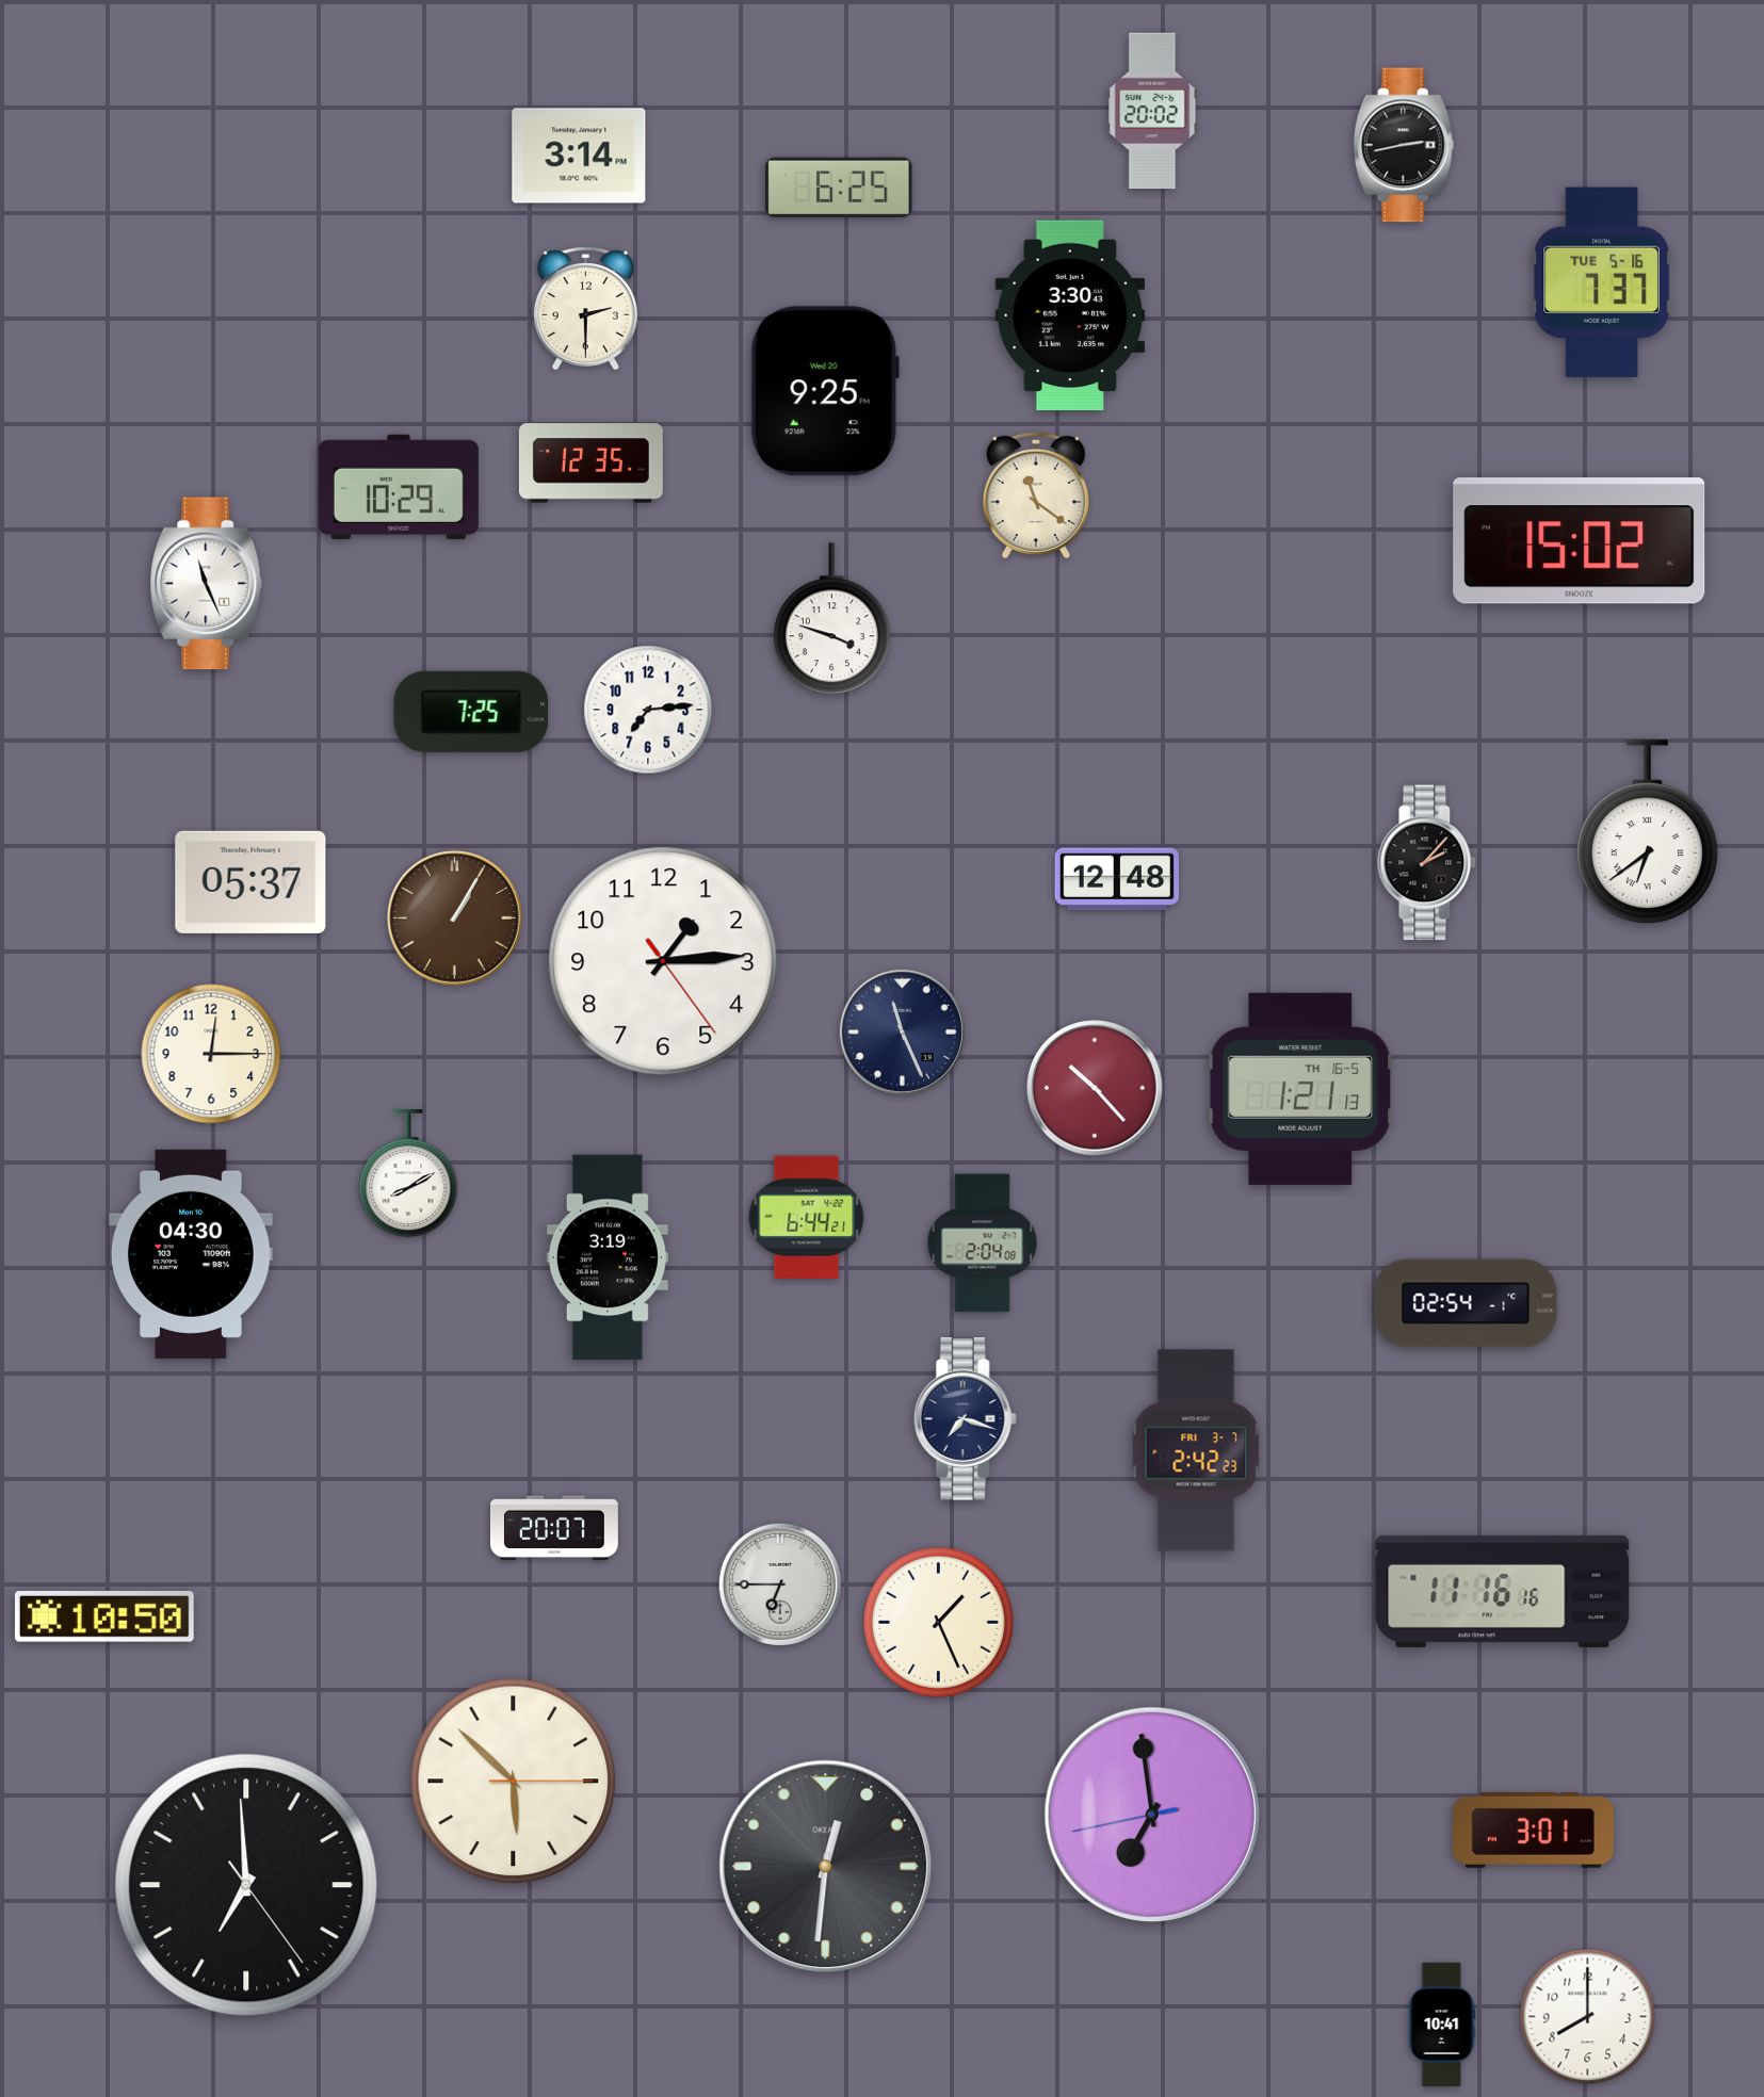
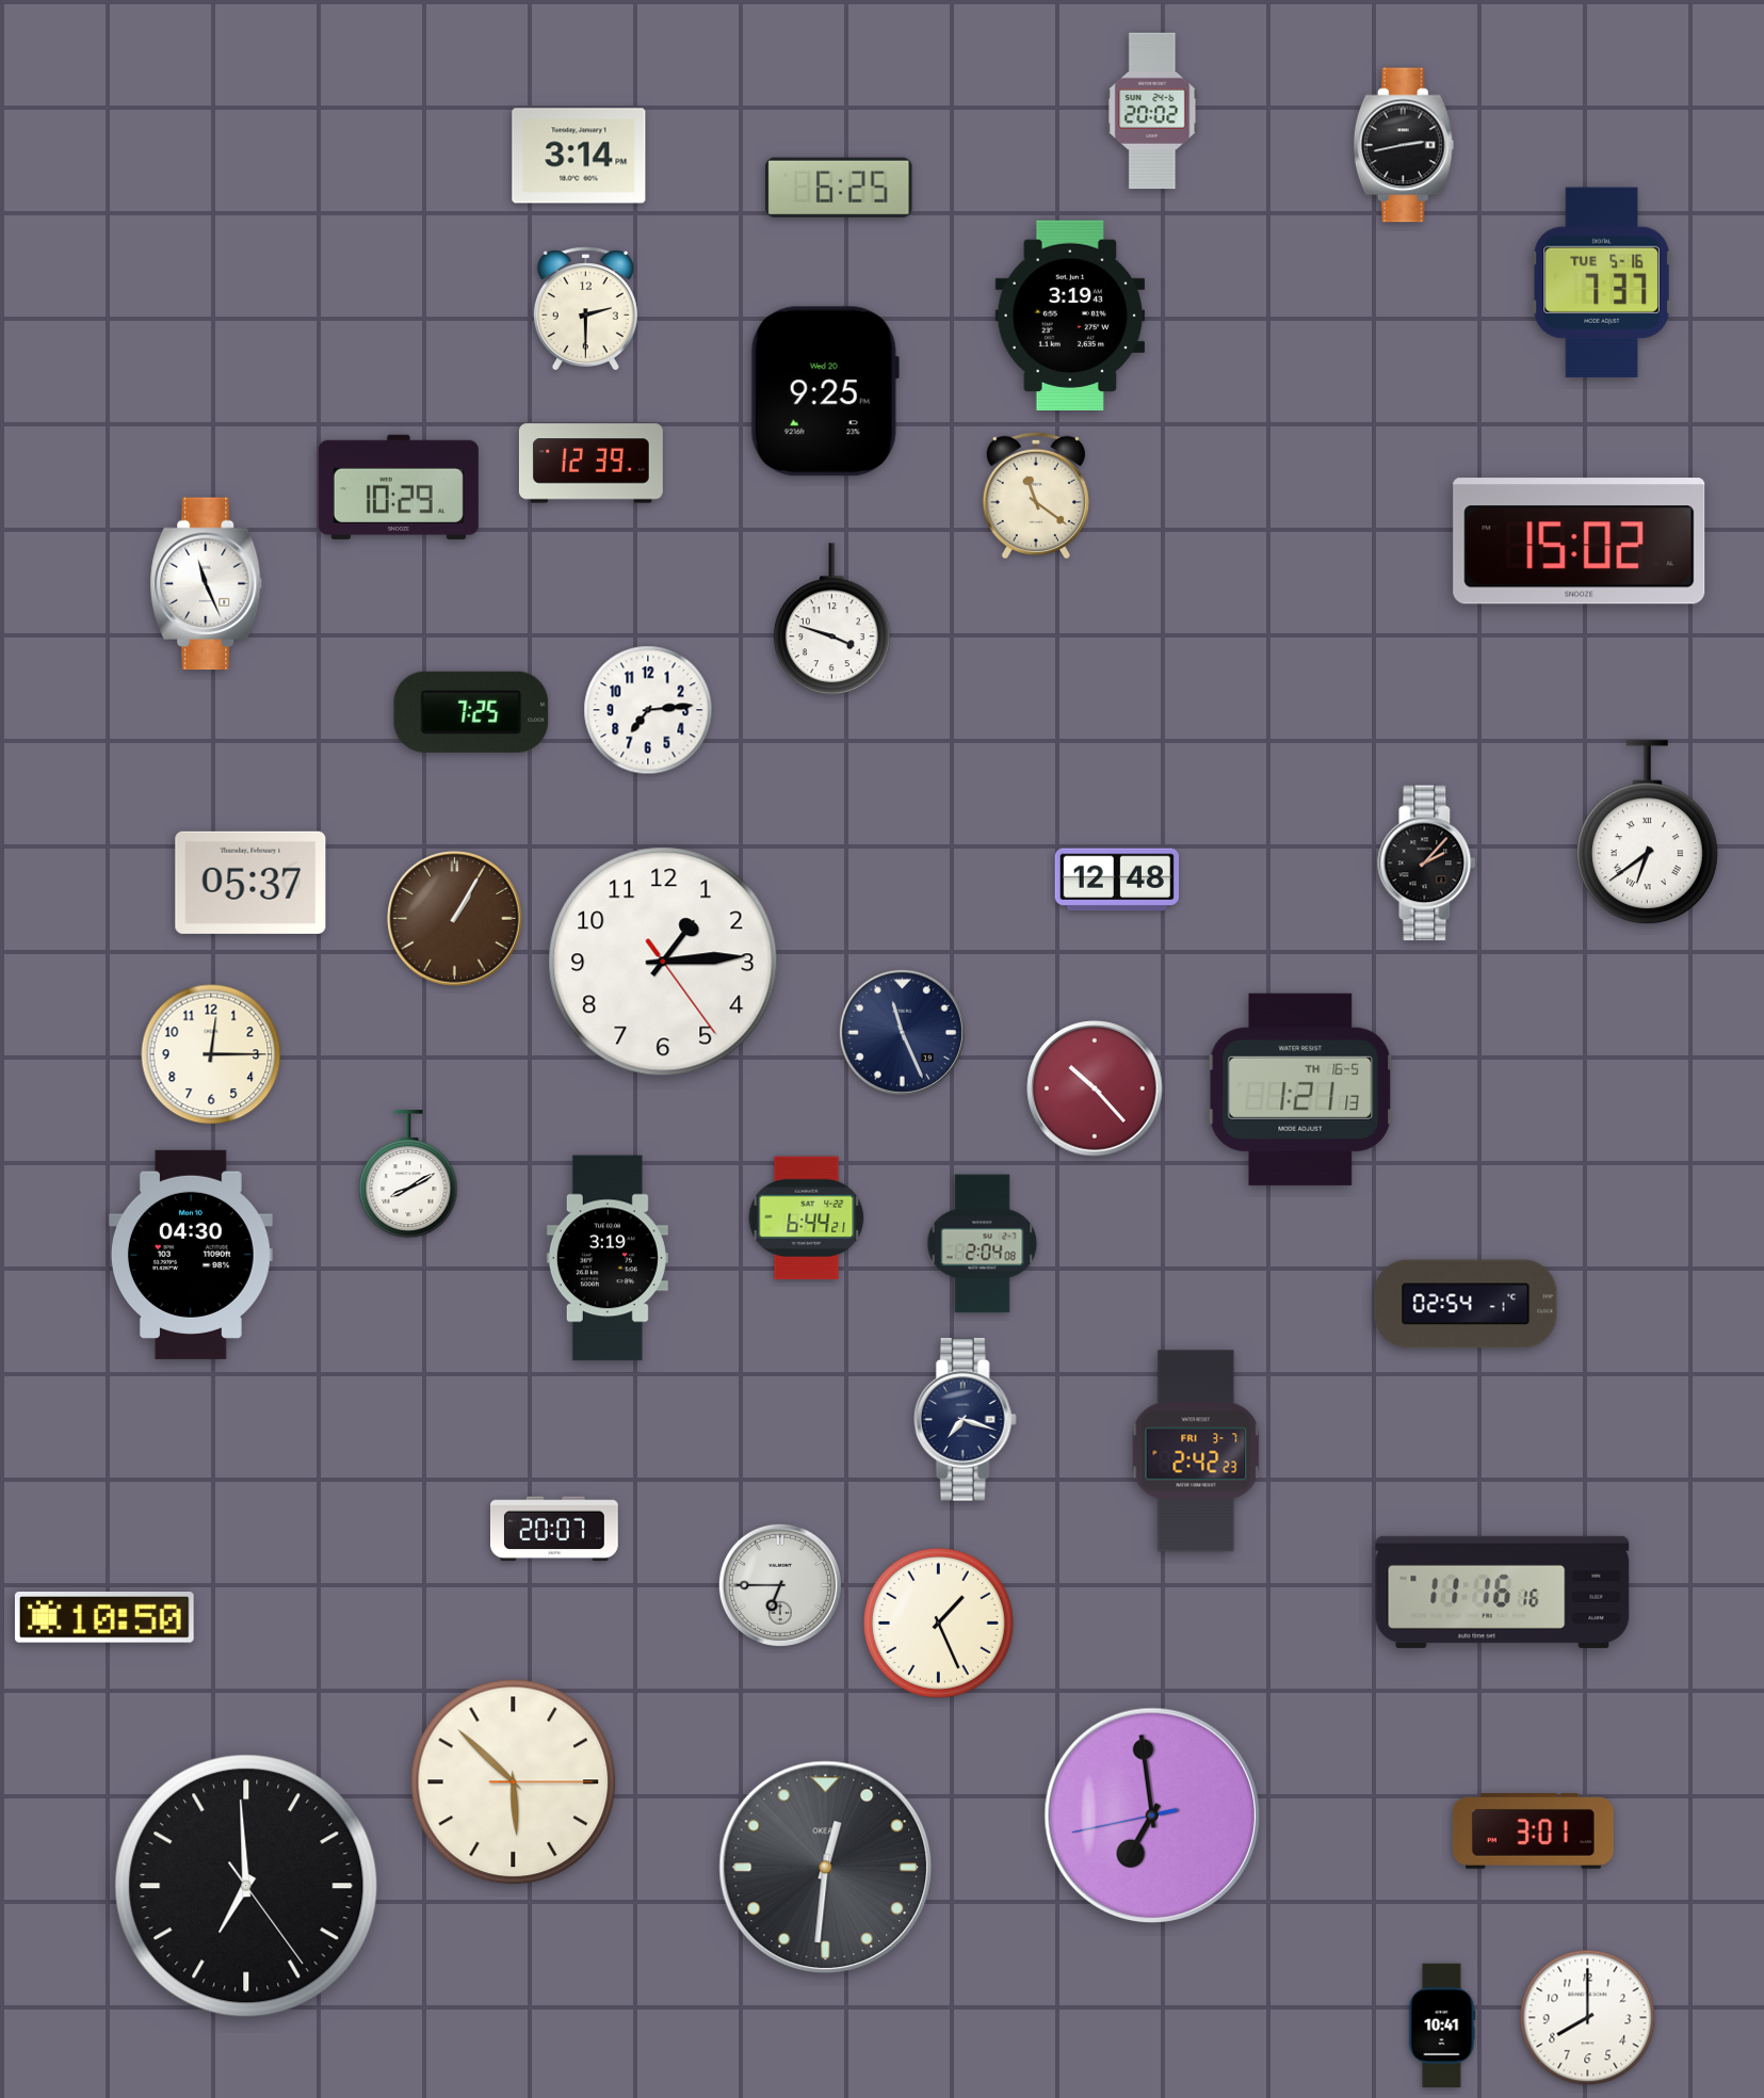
clock at (1070, 315): 3:30 -> 3:19
clock at (590, 464): 12:35 -> 12:39
